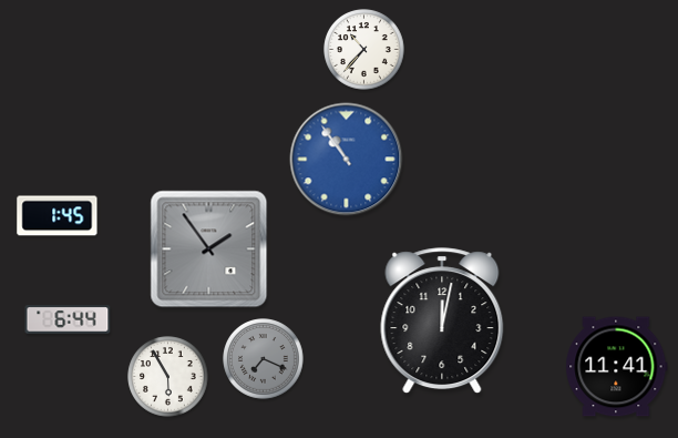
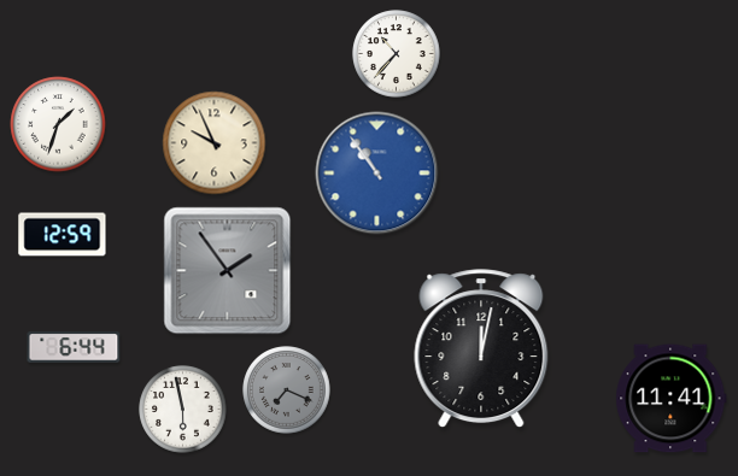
clock at (58, 124): none -> 1:33
clock at (215, 143): none -> 9:56
clock at (58, 216): 1:45 -> 12:59
clock at (168, 377): 5:55 -> 5:58
